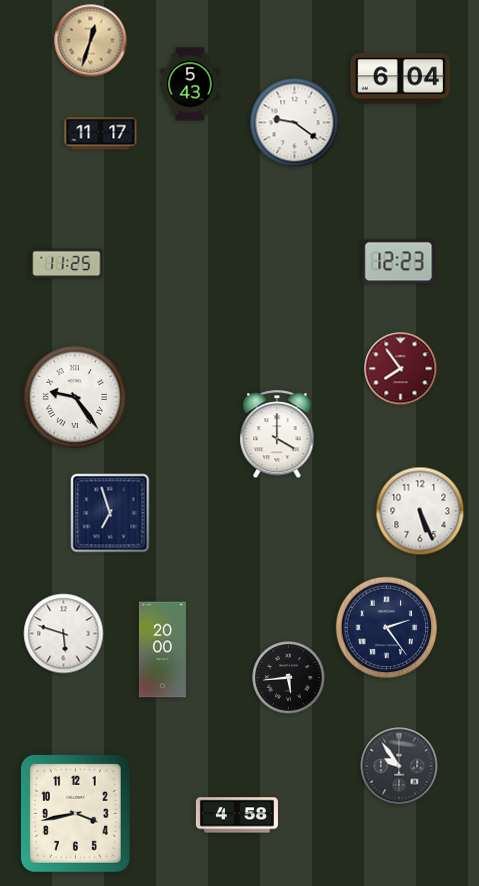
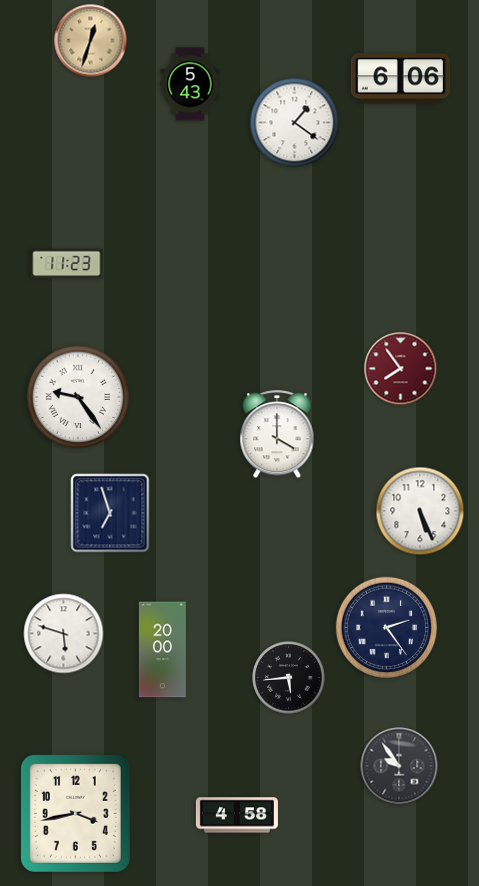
clock at (400, 79): 6:04 -> 6:06
clock at (295, 123): 9:21 -> 1:21
clock at (101, 134): 11:17 -> none
clock at (399, 262): 12:23 -> none
clock at (67, 264): 11:25 -> 11:23
clock at (74, 396) position: (74, 396) -> (77, 396)
